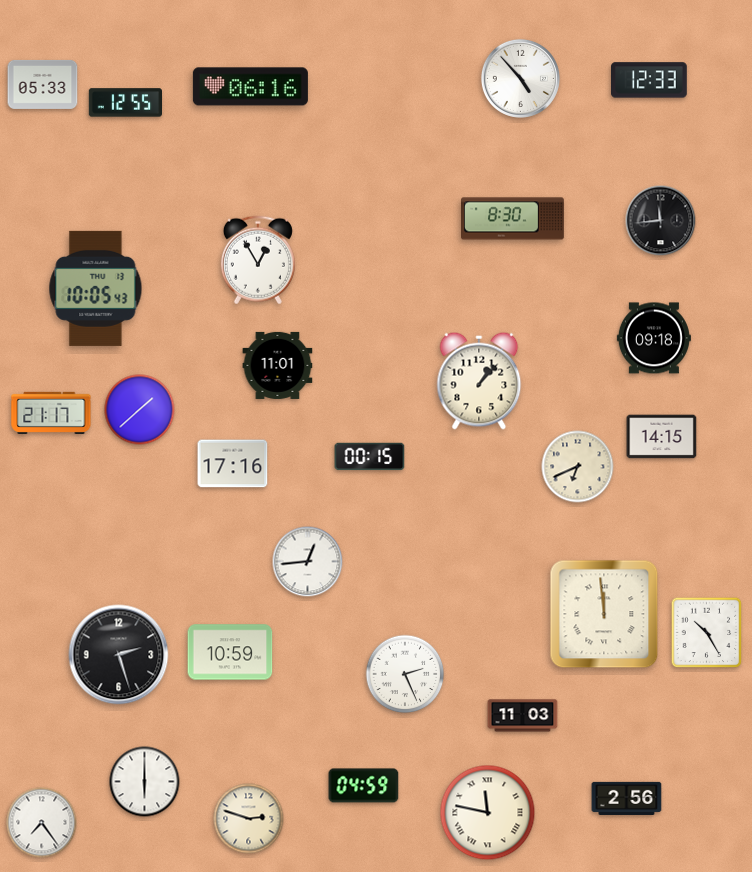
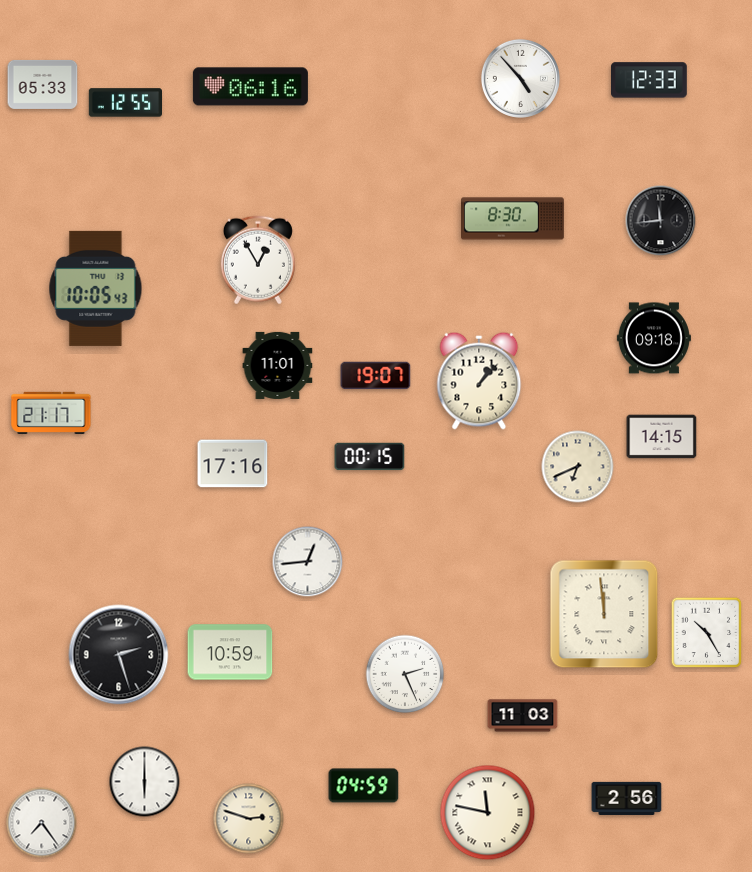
clock at (376, 376): none -> 19:07
clock at (140, 410): 1:38 -> none
